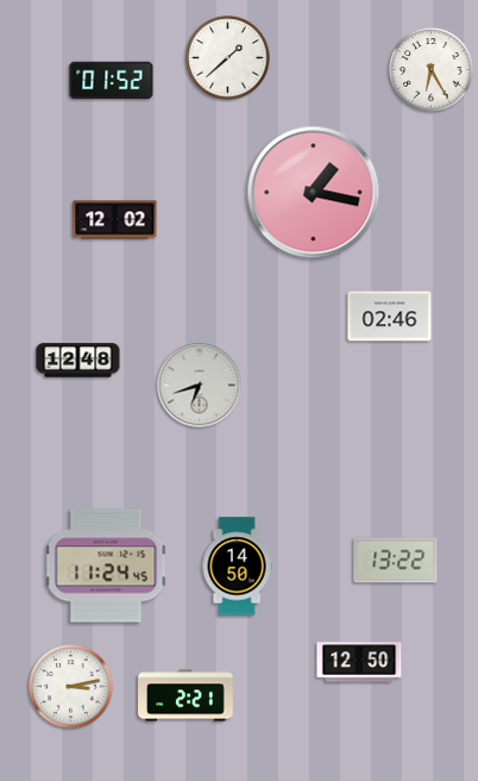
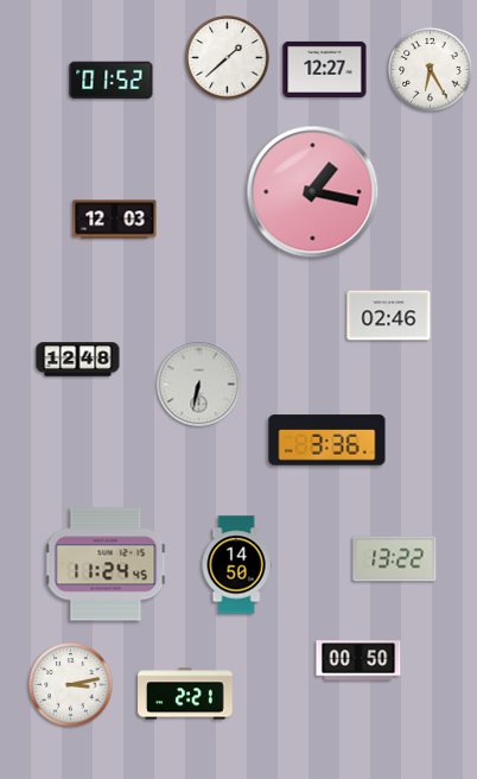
clock at (325, 69): none -> 12:27
clock at (115, 220): 12:02 -> 12:03
clock at (200, 386): 6:42 -> 6:32
clock at (327, 441): none -> 3:36
clock at (359, 662): 12:50 -> 00:50
